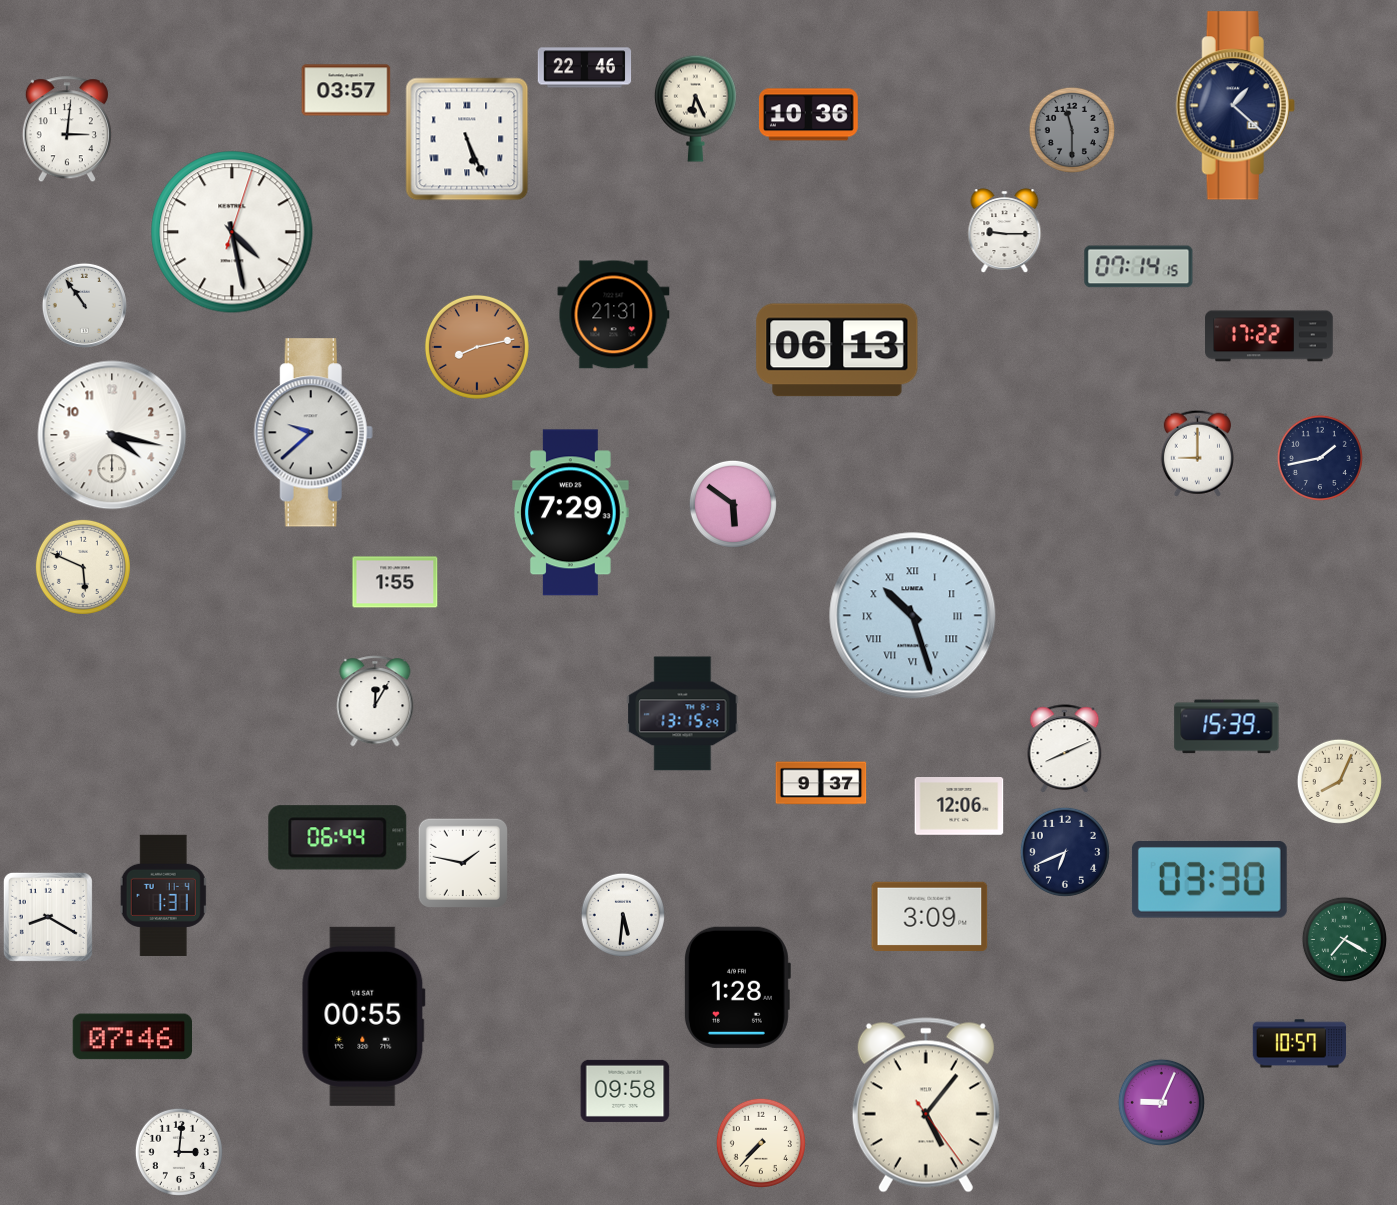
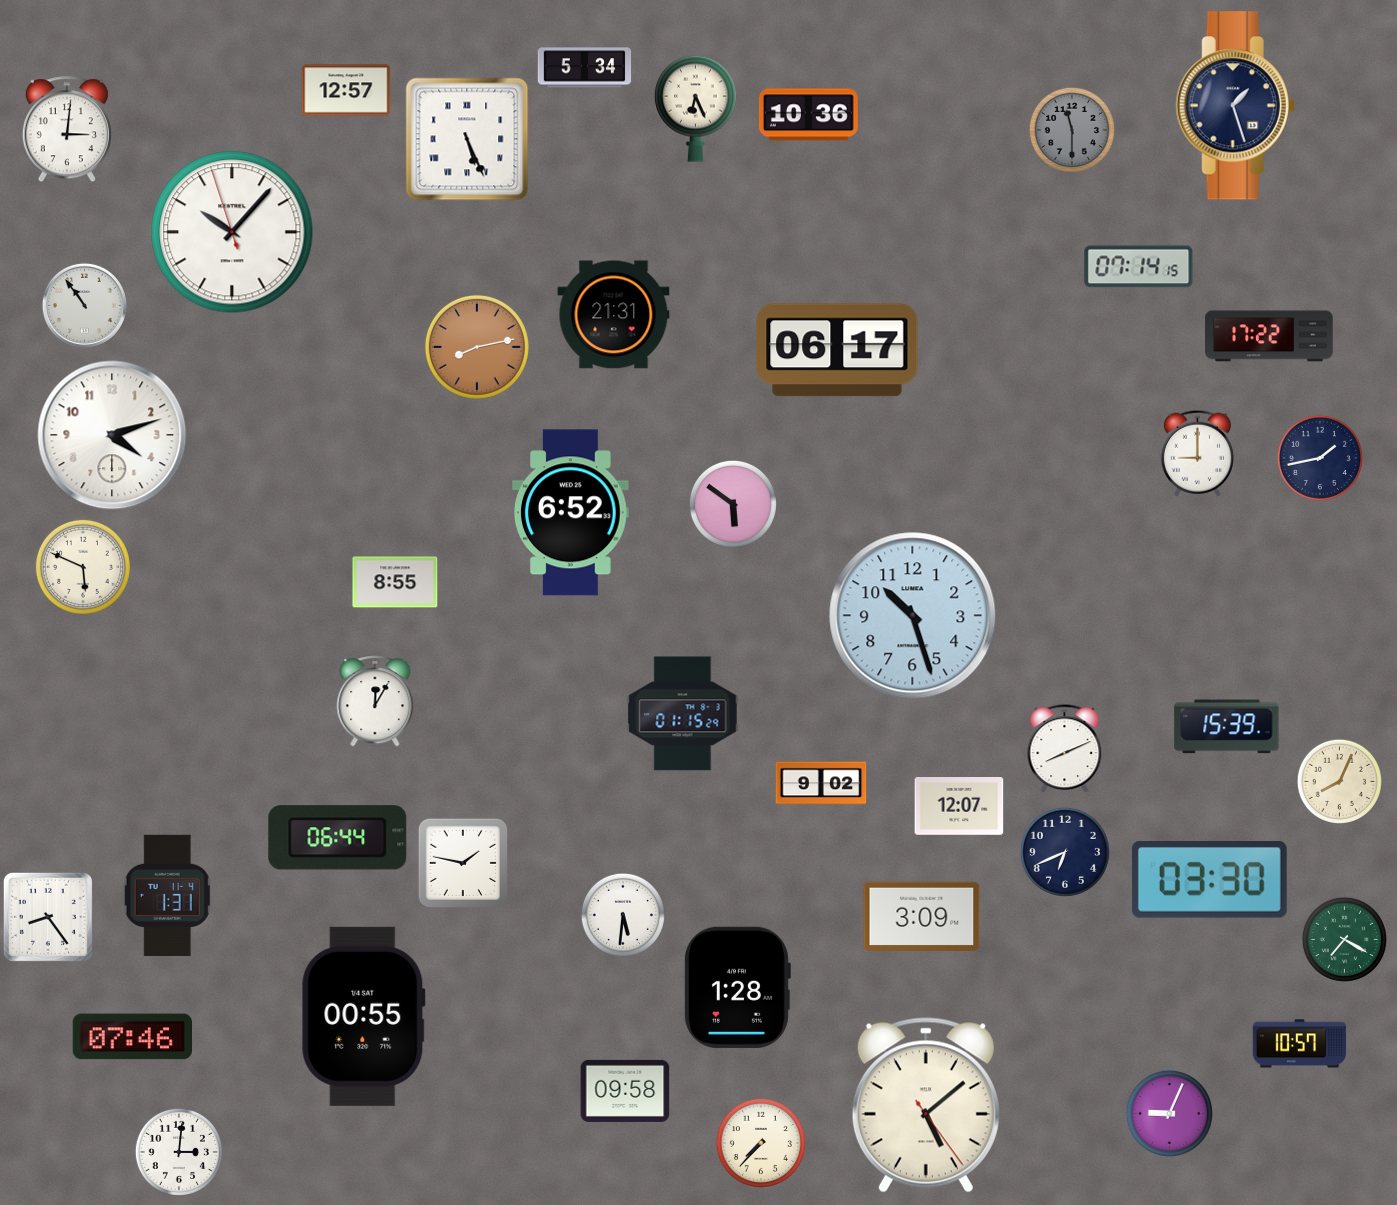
clock at (585, 68): 22:46 -> 5:34
clock at (346, 90): 03:57 -> 12:57
clock at (1235, 106): 1:22 -> 1:27
clock at (1005, 230): 9:15 -> none
clock at (232, 232): 4:28 -> 10:06
clock at (837, 350): 06:13 -> 06:17
clock at (313, 433): 9:38 -> none
clock at (112, 435): 4:17 -> 4:12
clock at (571, 513): 7:29 -> 6:52
clock at (395, 582): 1:55 -> 8:55
clock at (913, 616) numerals: Roman -> Arabic
clock at (683, 714): 13:15 -> 01:15
clock at (821, 783): 9:37 -> 9:02
clock at (959, 807): 12:06 -> 12:07
clock at (164, 895) position: (164, 895) -> (168, 895)
clock at (930, 916) position: (930, 916) -> (922, 916)
clock at (48, 917): 8:20 -> 8:24
clock at (1161, 1102) position: (1161, 1102) -> (1169, 1113)
clock at (926, 1105): 5:06 -> 5:08
